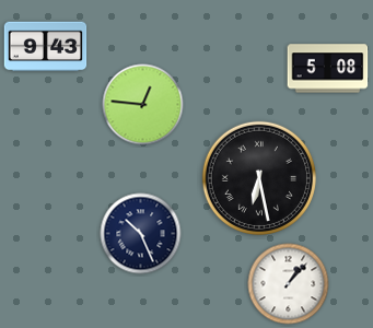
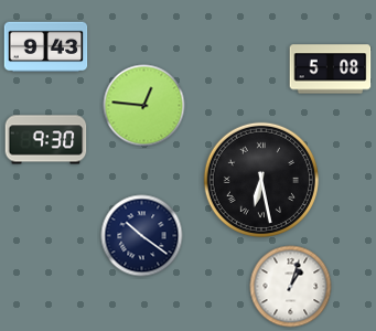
clock at (46, 140): none -> 9:30
clock at (141, 234): 10:26 -> 10:21
clock at (289, 284): 1:07 -> 1:03
